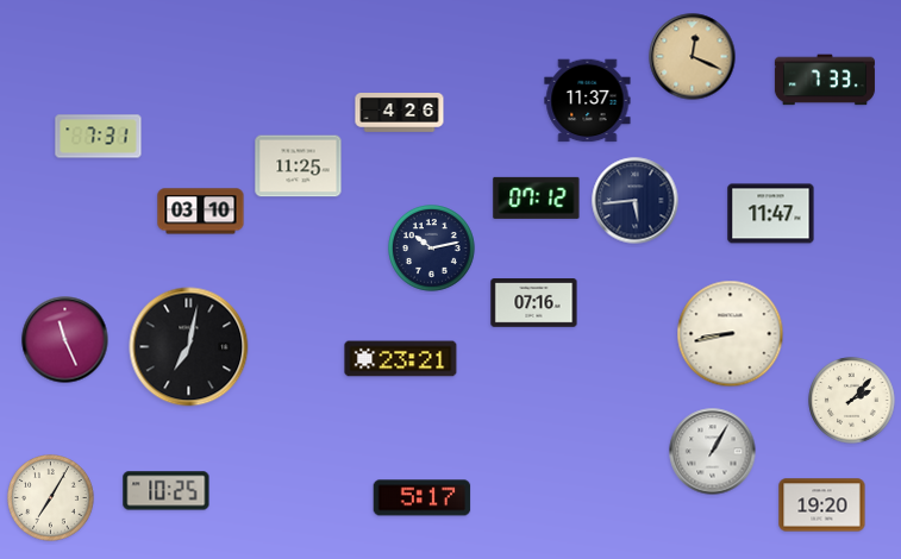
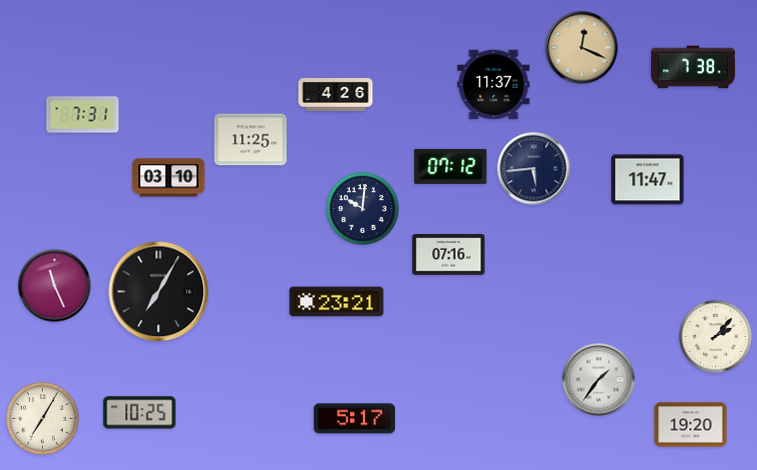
clock at (825, 80): 7:33 -> 7:38
clock at (432, 249): 10:13 -> 10:01
clock at (731, 334): 8:43 -> none
clock at (189, 347): 7:02 -> 7:05
clock at (713, 452): 1:05 -> 1:36
